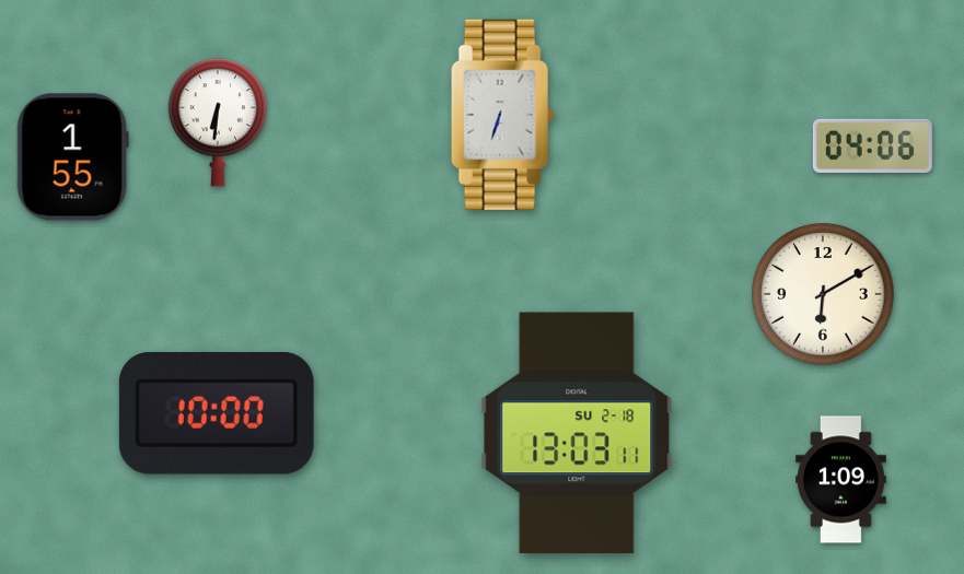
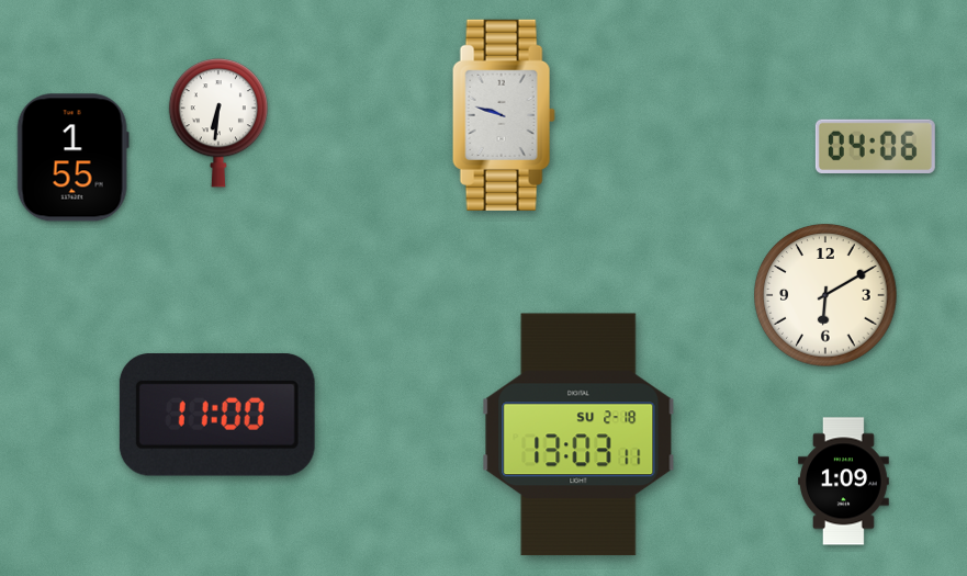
clock at (502, 115): 6:33 -> 9:48
clock at (217, 413): 10:00 -> 11:00
